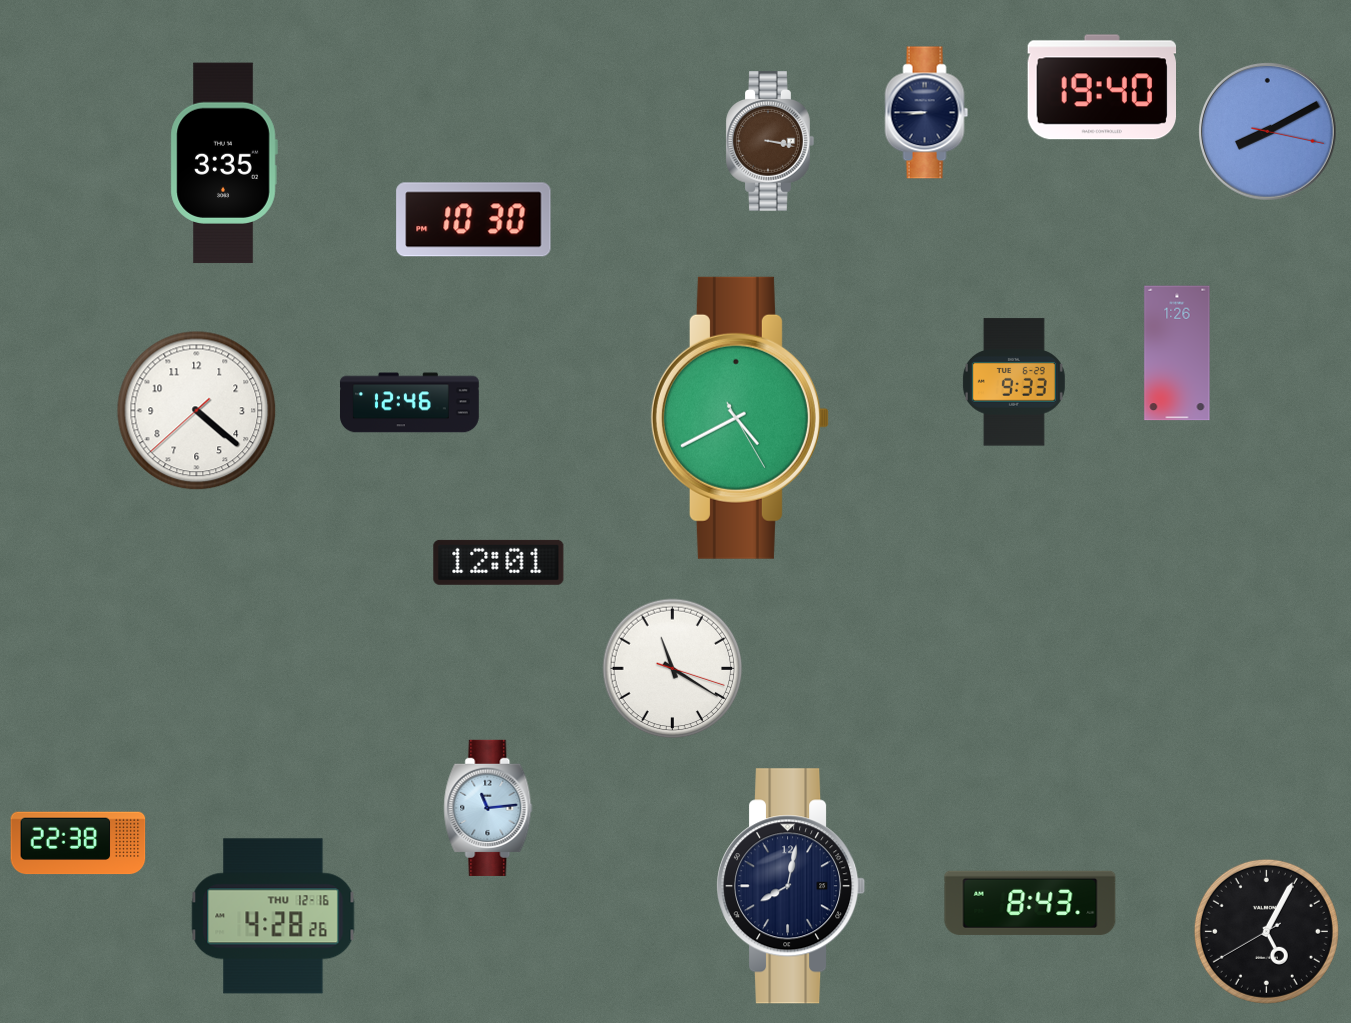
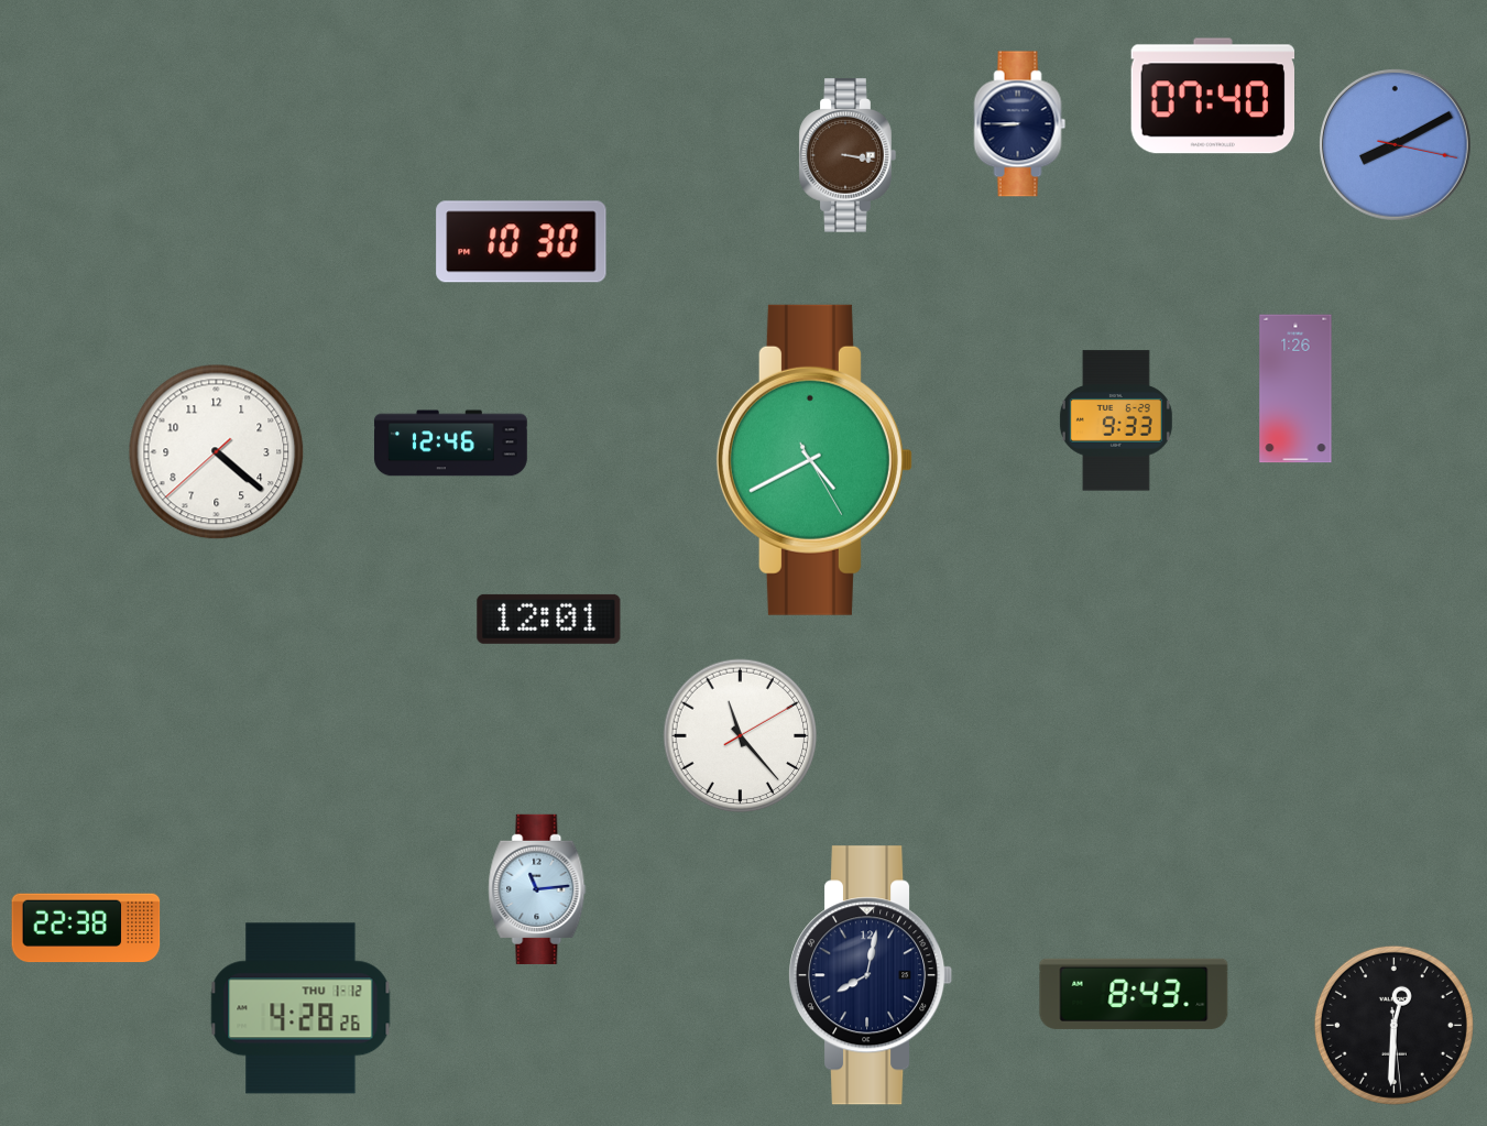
clock at (1101, 87): 19:40 -> 07:40
clock at (224, 163): 3:35 -> none
clock at (673, 669): 11:20 -> 11:23
clock at (273, 916) date: THU 12-16 -> THU 1-12
clock at (1266, 931): 5:04 -> 12:30
